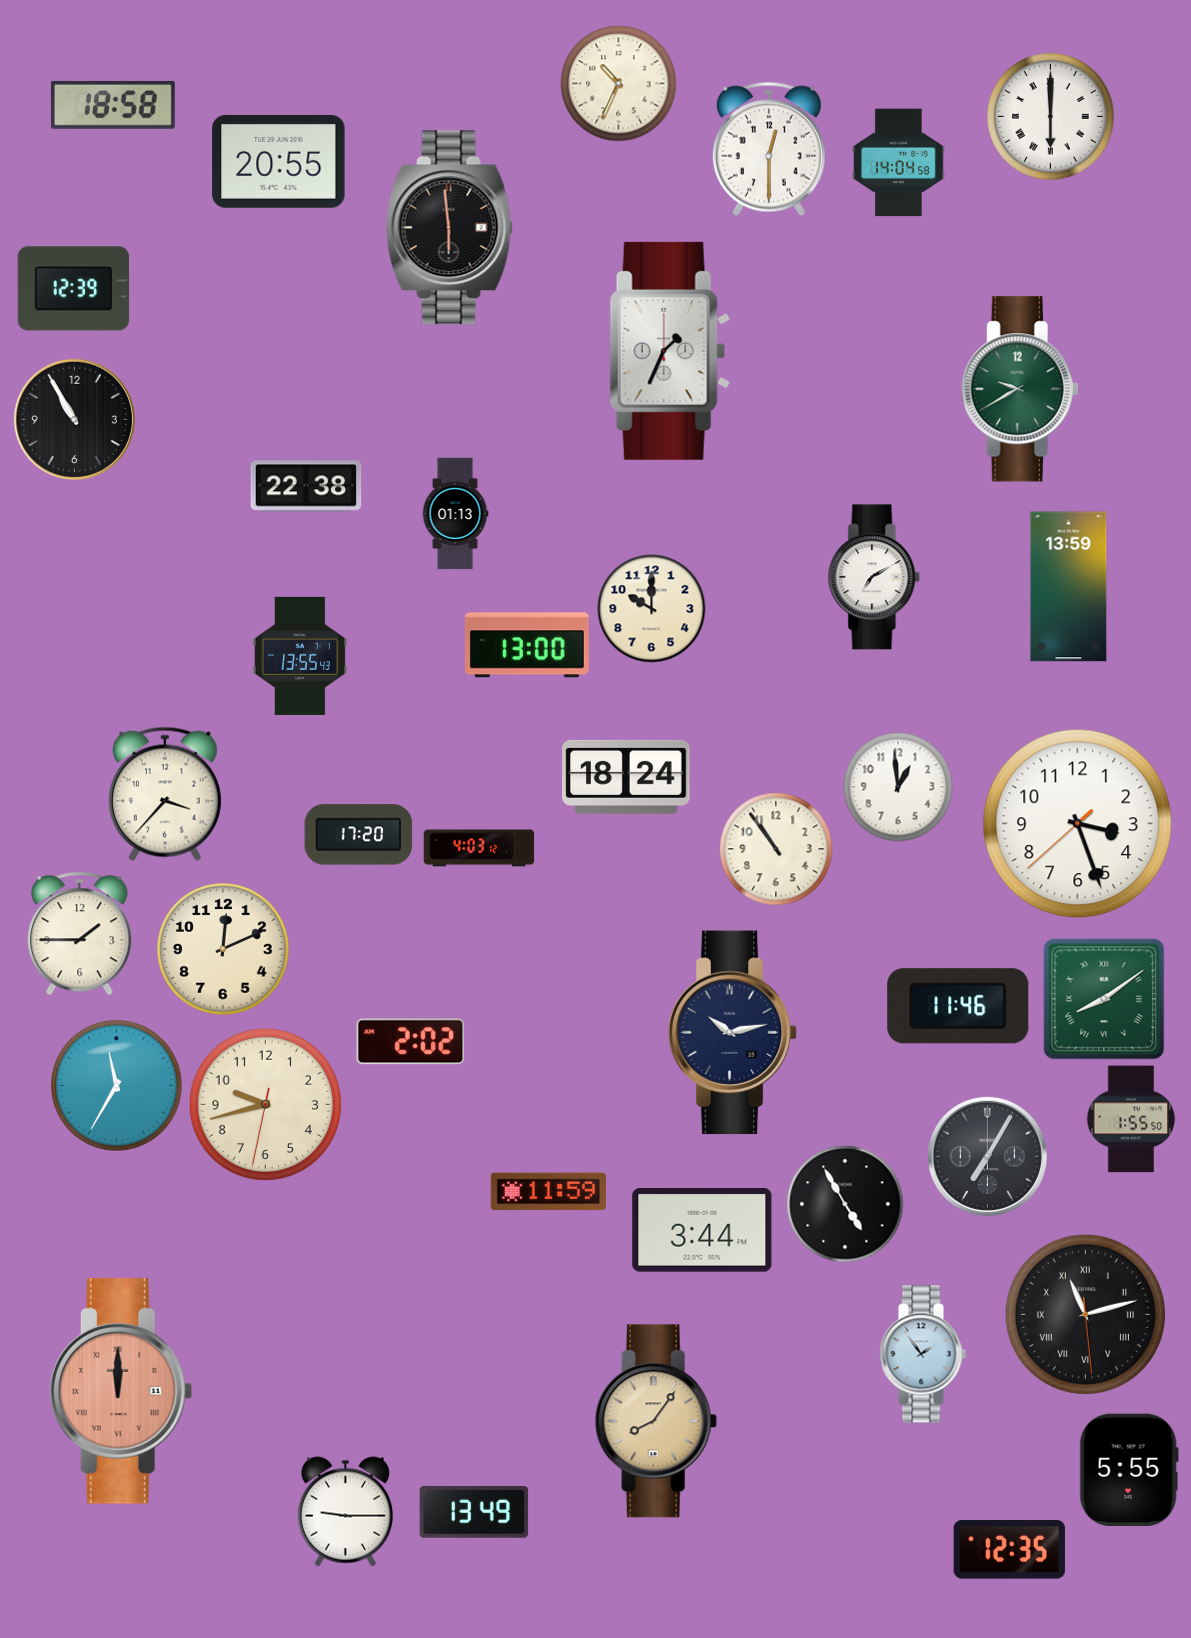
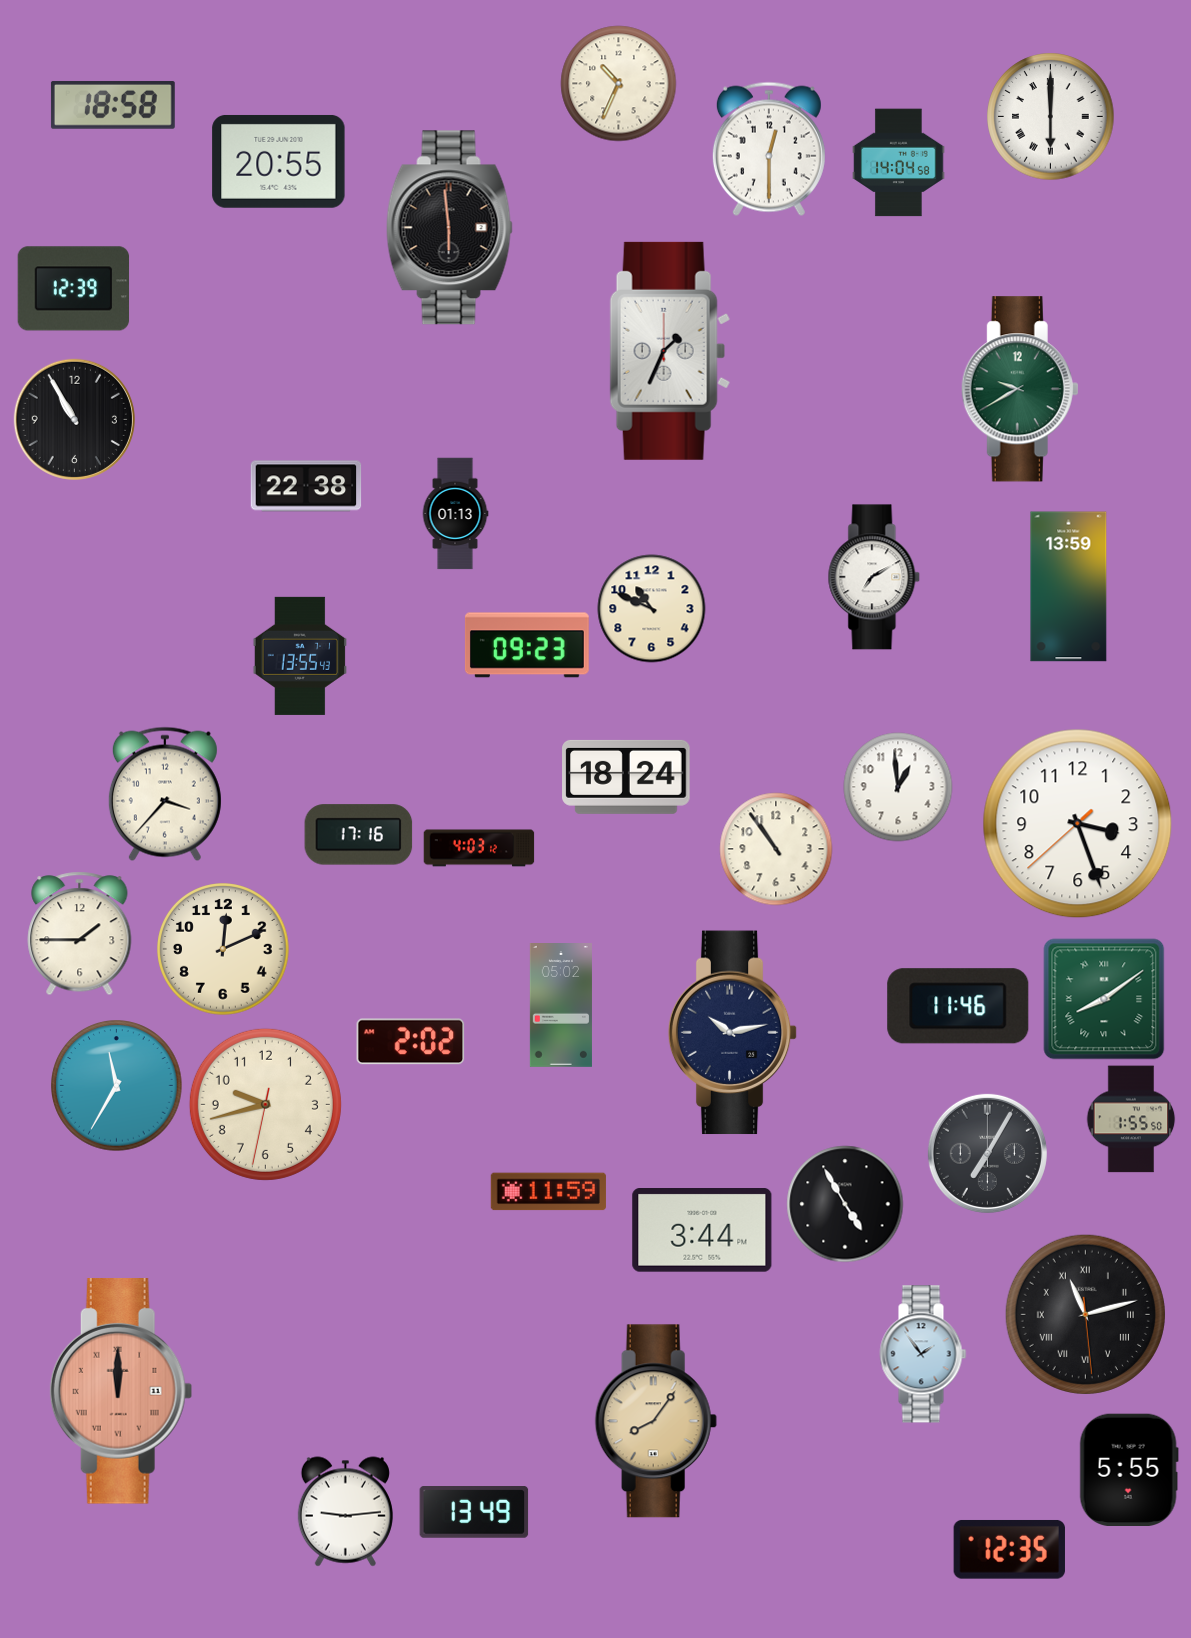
clock at (652, 609): 10:00 -> 10:49
clock at (527, 645): 13:00 -> 09:23
clock at (359, 835): 17:20 -> 17:16
clock at (561, 1006): none -> 05:02
clock at (987, 1156) position: (987, 1156) -> (987, 1153)
clock at (345, 1512): 9:15 -> 9:14
